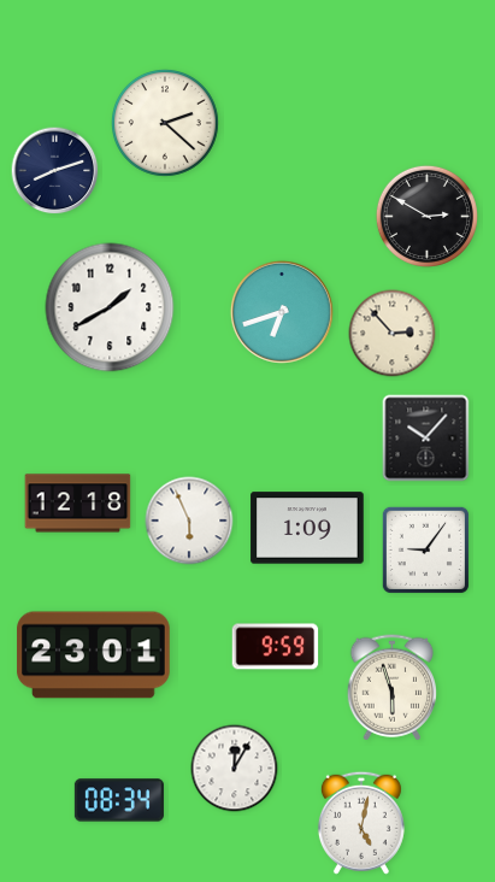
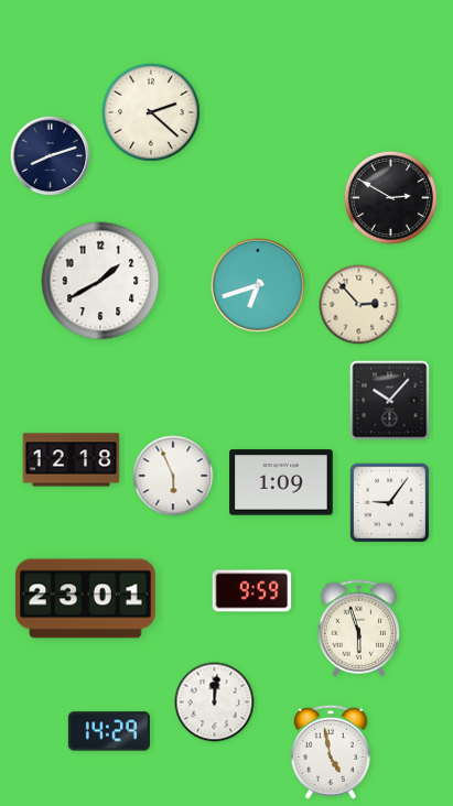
clock at (235, 769): 12:05 -> 12:01
clock at (119, 800): 08:34 -> 14:29
clock at (361, 823): 5:02 -> 4:58
